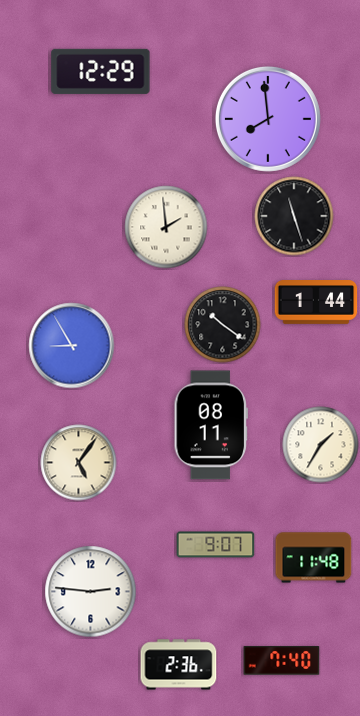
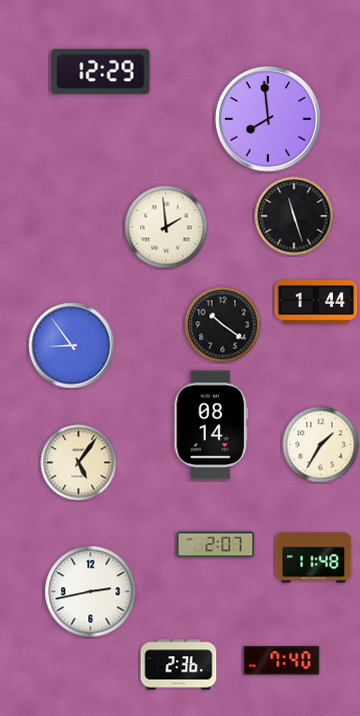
clock at (72, 346): 8:55 -> 8:54
clock at (211, 425): 08:11 -> 08:14
clock at (216, 545): 9:07 -> 2:07
clock at (91, 592): 2:46 -> 2:43
